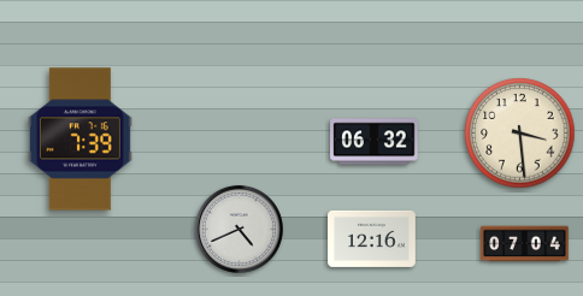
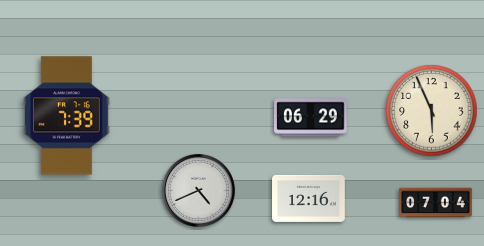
clock at (520, 134): 3:29 -> 5:56
clock at (375, 142): 06:32 -> 06:29
